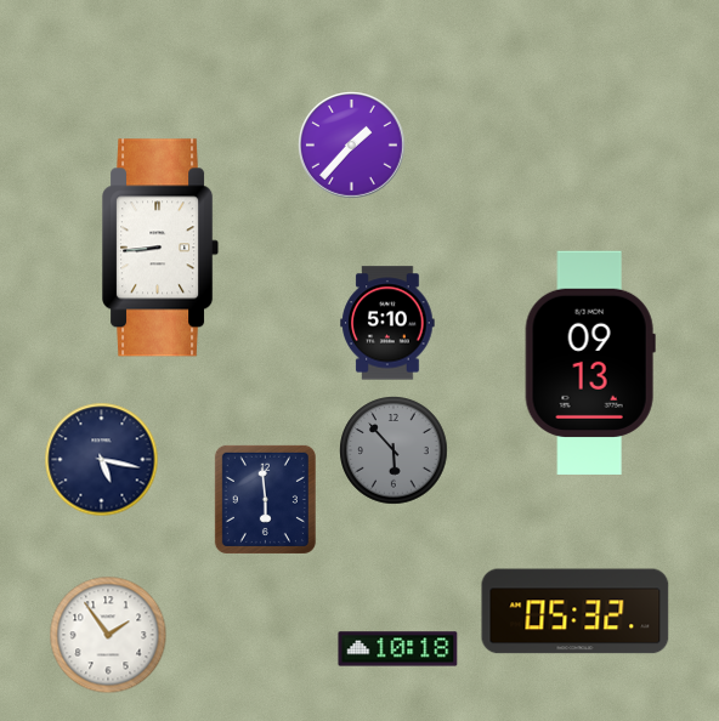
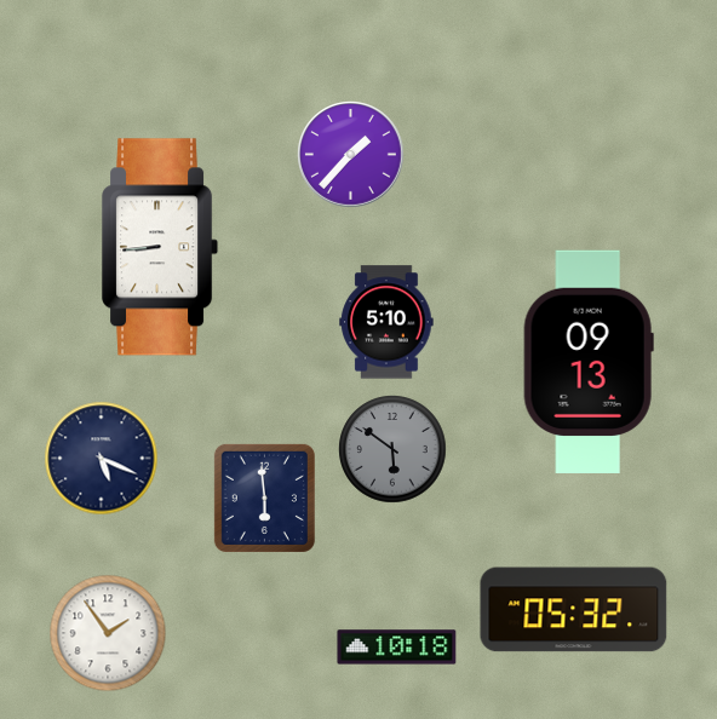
clock at (352, 146) position: (352, 146) -> (351, 155)
clock at (394, 450): 5:53 -> 5:51
clock at (102, 460): 5:17 -> 5:19
